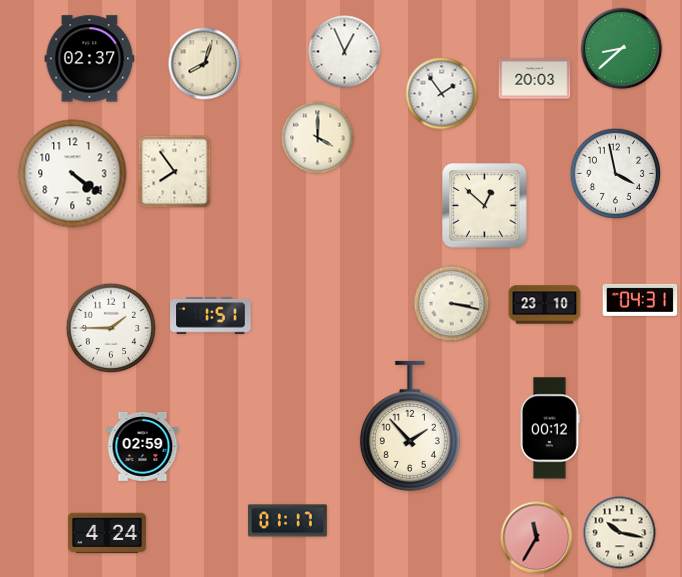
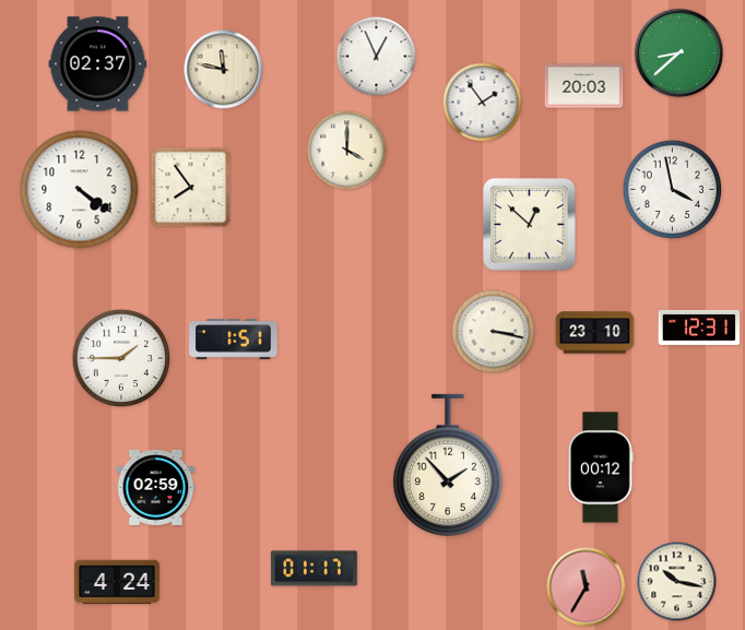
clock at (205, 64): 8:03 -> 11:47
clock at (640, 300): 04:31 -> 12:31
clock at (211, 316) position: (211, 316) -> (234, 340)
